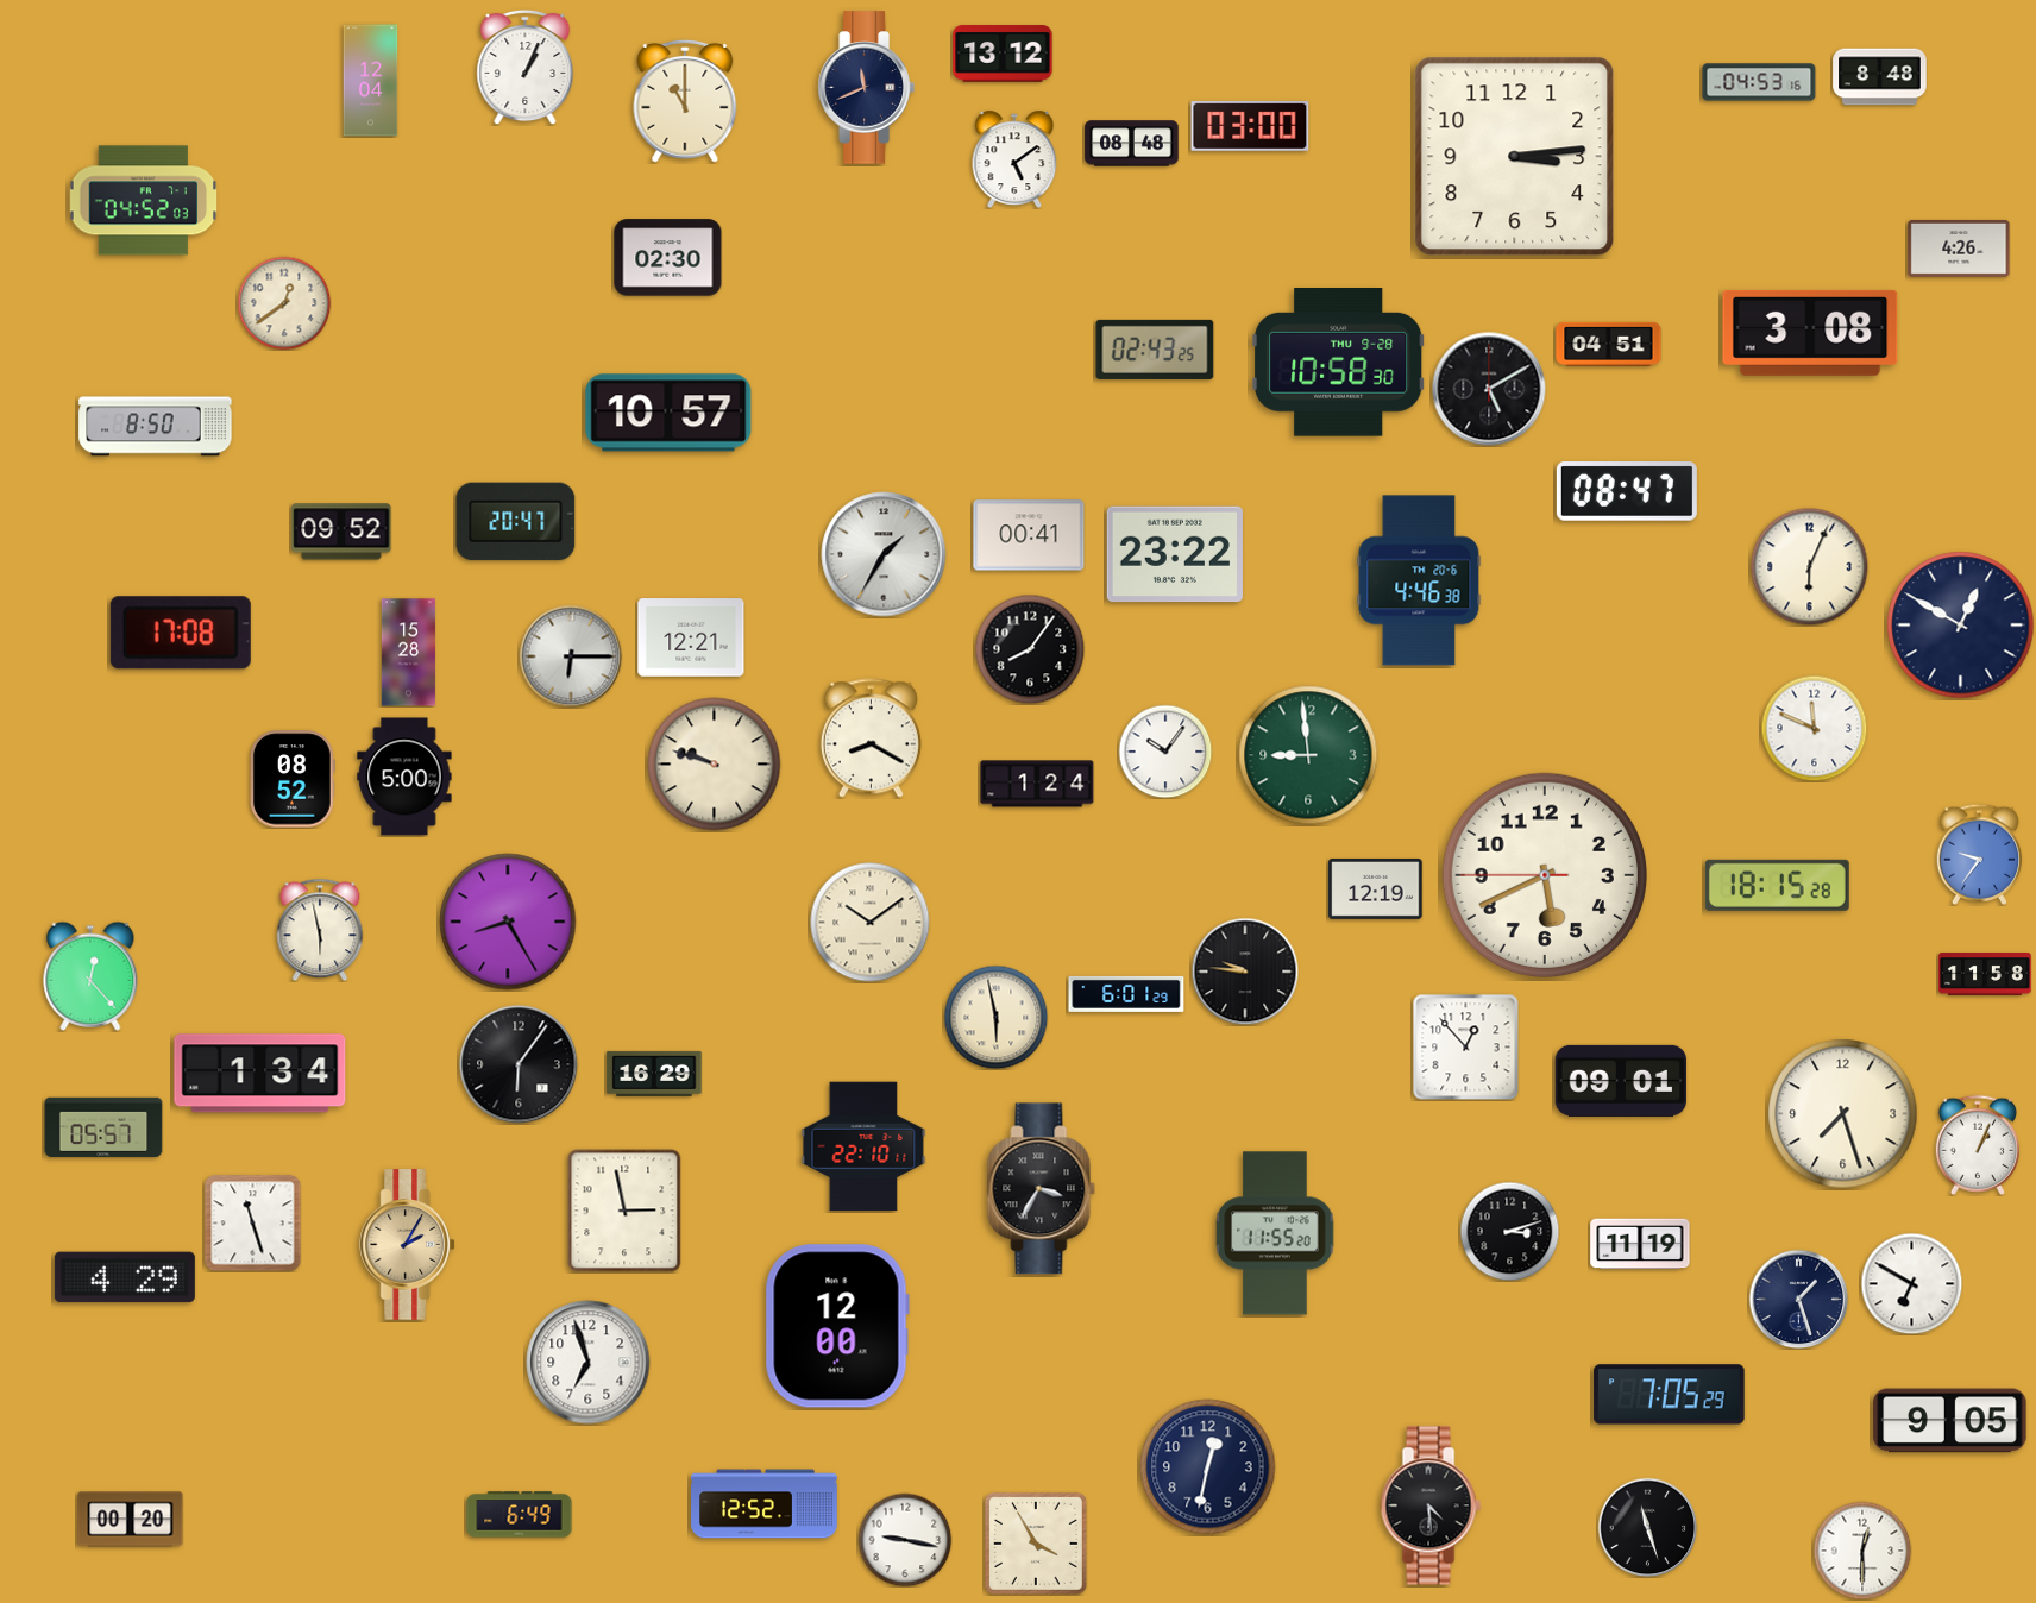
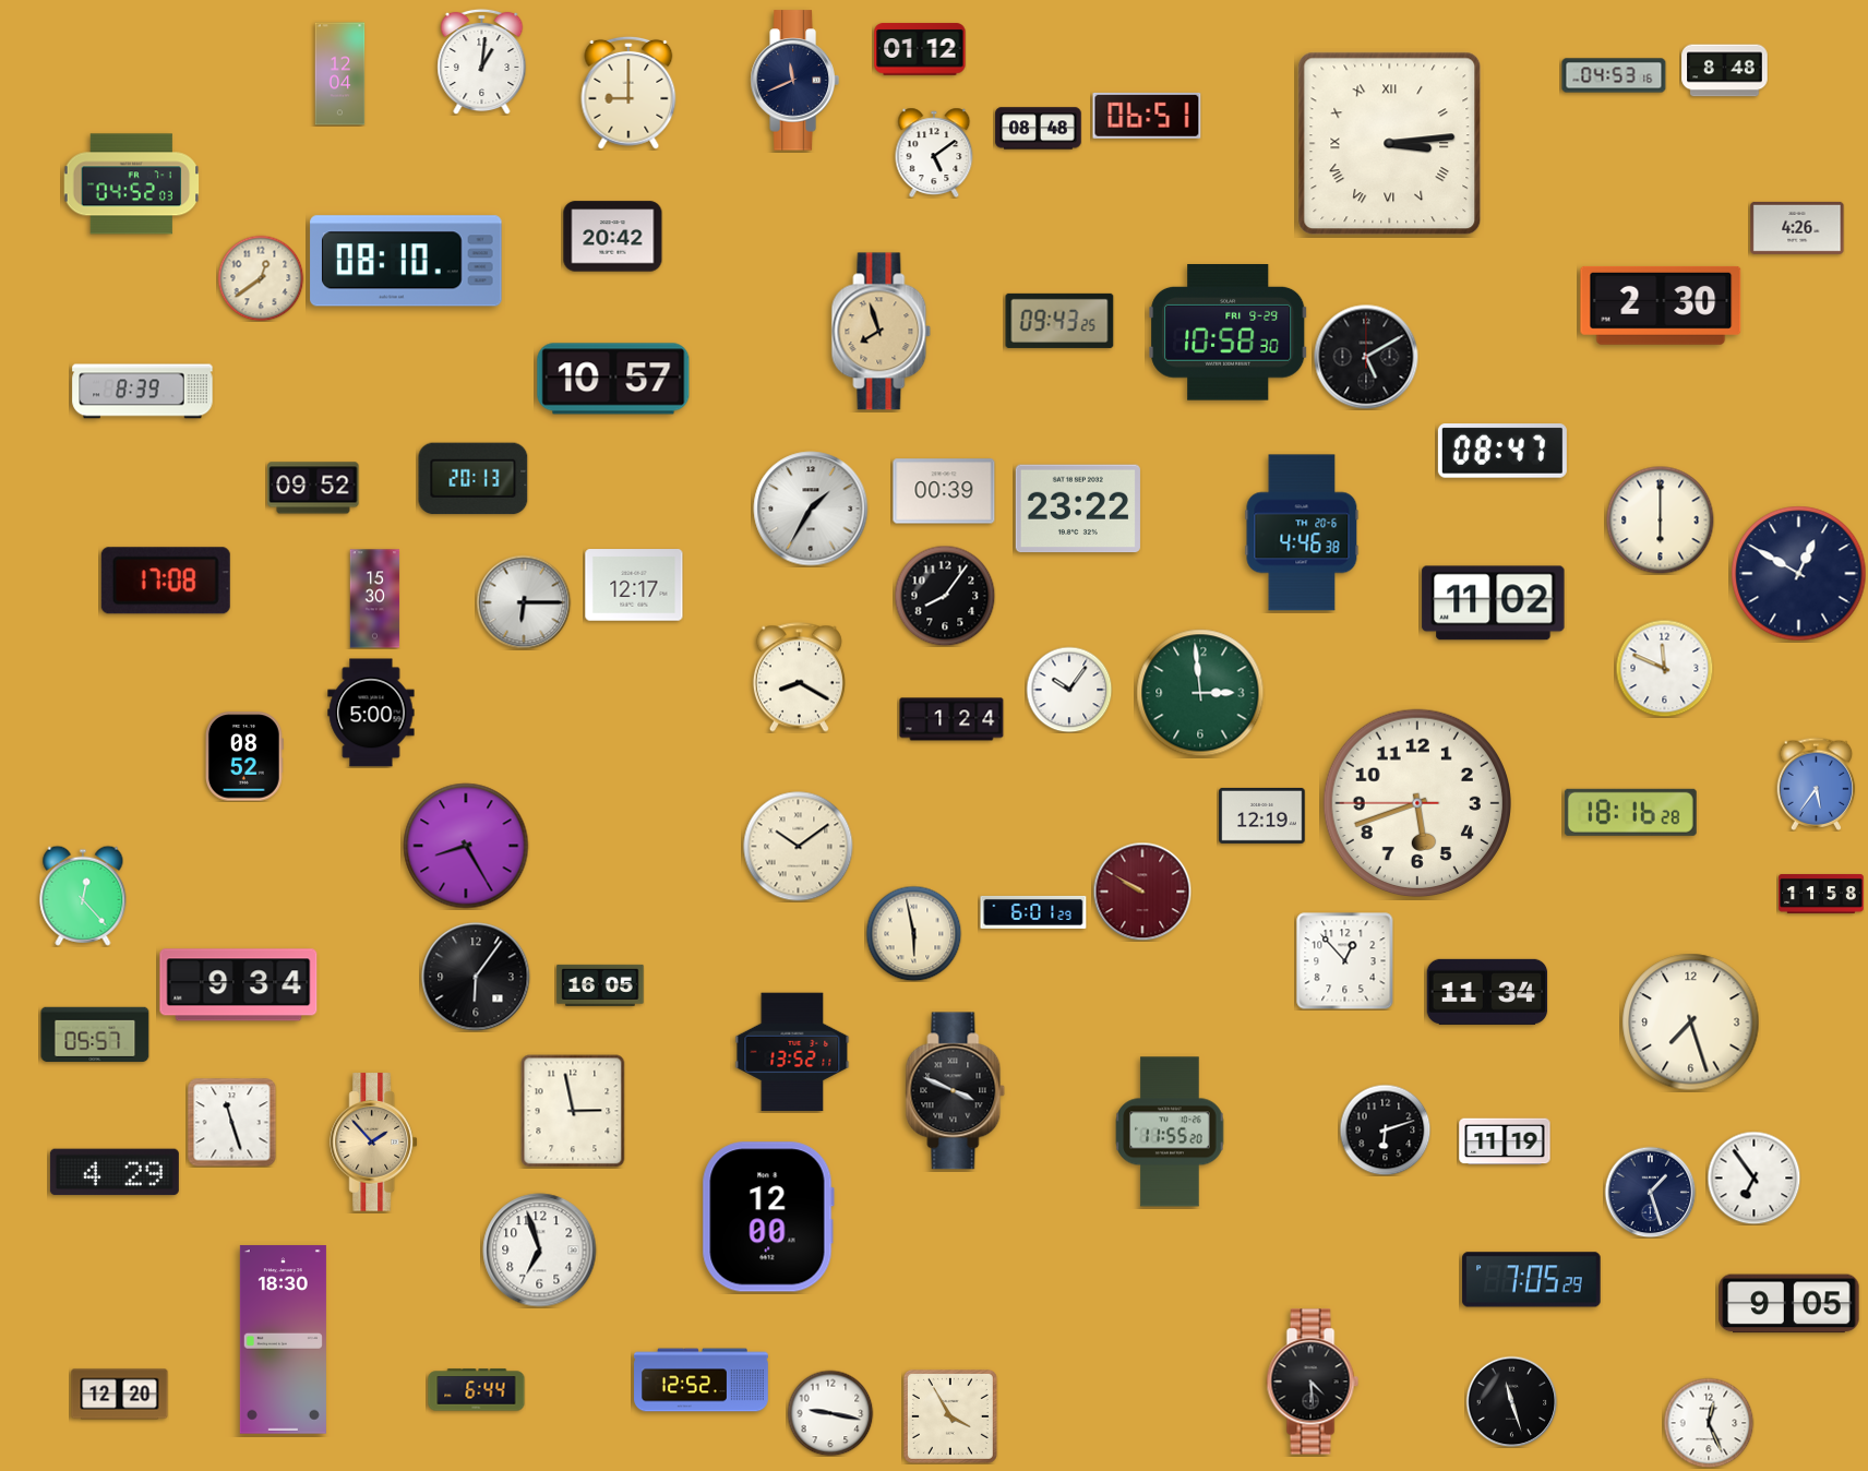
clock at (1003, 54): 13:12 -> 01:12
clock at (526, 67): 1:04 -> 1:01
clock at (685, 101): 11:00 -> 9:00
clock at (1250, 126): 03:00 -> 06:51
clock at (1132, 144) position: (1132, 144) -> (1039, 129)
clock at (1515, 157) numerals: Arabic -> Roman
clock at (1014, 159) position: (1014, 159) -> (934, 153)
clock at (668, 258): 02:30 -> 20:42
clock at (406, 261): none -> 08:10
clock at (1810, 333): 3:08 -> 2:30
clock at (1609, 344): 04:51 -> none
clock at (1155, 350): 02:43 -> 09:43
clock at (882, 332): none -> 7:57
clock at (1339, 363) date: THU 9-28 -> FRI 9-29
clock at (156, 427): 8:50 -> 8:39
clock at (1627, 491) position: (1627, 491) -> (1502, 451)
clock at (516, 522): 20:47 -> 20:13
clock at (1029, 535): 00:41 -> 00:39
clock at (1810, 567): 6:04 -> 6:00
clock at (691, 637): 12:21 -> 12:17
clock at (409, 653): 15:28 -> 15:30
clock at (1494, 603): none -> 11:02
clock at (1308, 755): 8:59 -> 2:59
clock at (715, 765): 9:48 -> none
clock at (293, 779) position: (293, 779) -> (244, 756)
clock at (1980, 854): 9:36 -> 5:36
clock at (1544, 874): 5:40 -> 5:41
clock at (1777, 885): 18:15 -> 18:16
clock at (320, 930): 5:58 -> none
clock at (1245, 972): 9:46 -> 9:50
clock at (1245, 972) dial: black -> burgundy
clock at (260, 1074): 1:34 -> 9:34
clock at (654, 1074): 16:29 -> 16:05
clock at (1621, 1081): 09:01 -> 11:34
clock at (1977, 1145): 1:04 -> none
clock at (863, 1146): 22:10 -> 13:52
clock at (1042, 1189): 3:35 -> 3:49
clock at (1509, 1231): 3:12 -> 6:12
clock at (407, 1245): 2:05 -> 1:53
clock at (1911, 1283): 6:50 -> 6:54
clock at (283, 1340): none -> 18:30
clock at (1208, 1467): 12:32 -> none
clock at (520, 1515): 6:49 -> 6:44
clock at (131, 1520): 00:20 -> 12:20
clock at (1862, 1551): 12:30 -> 12:26
